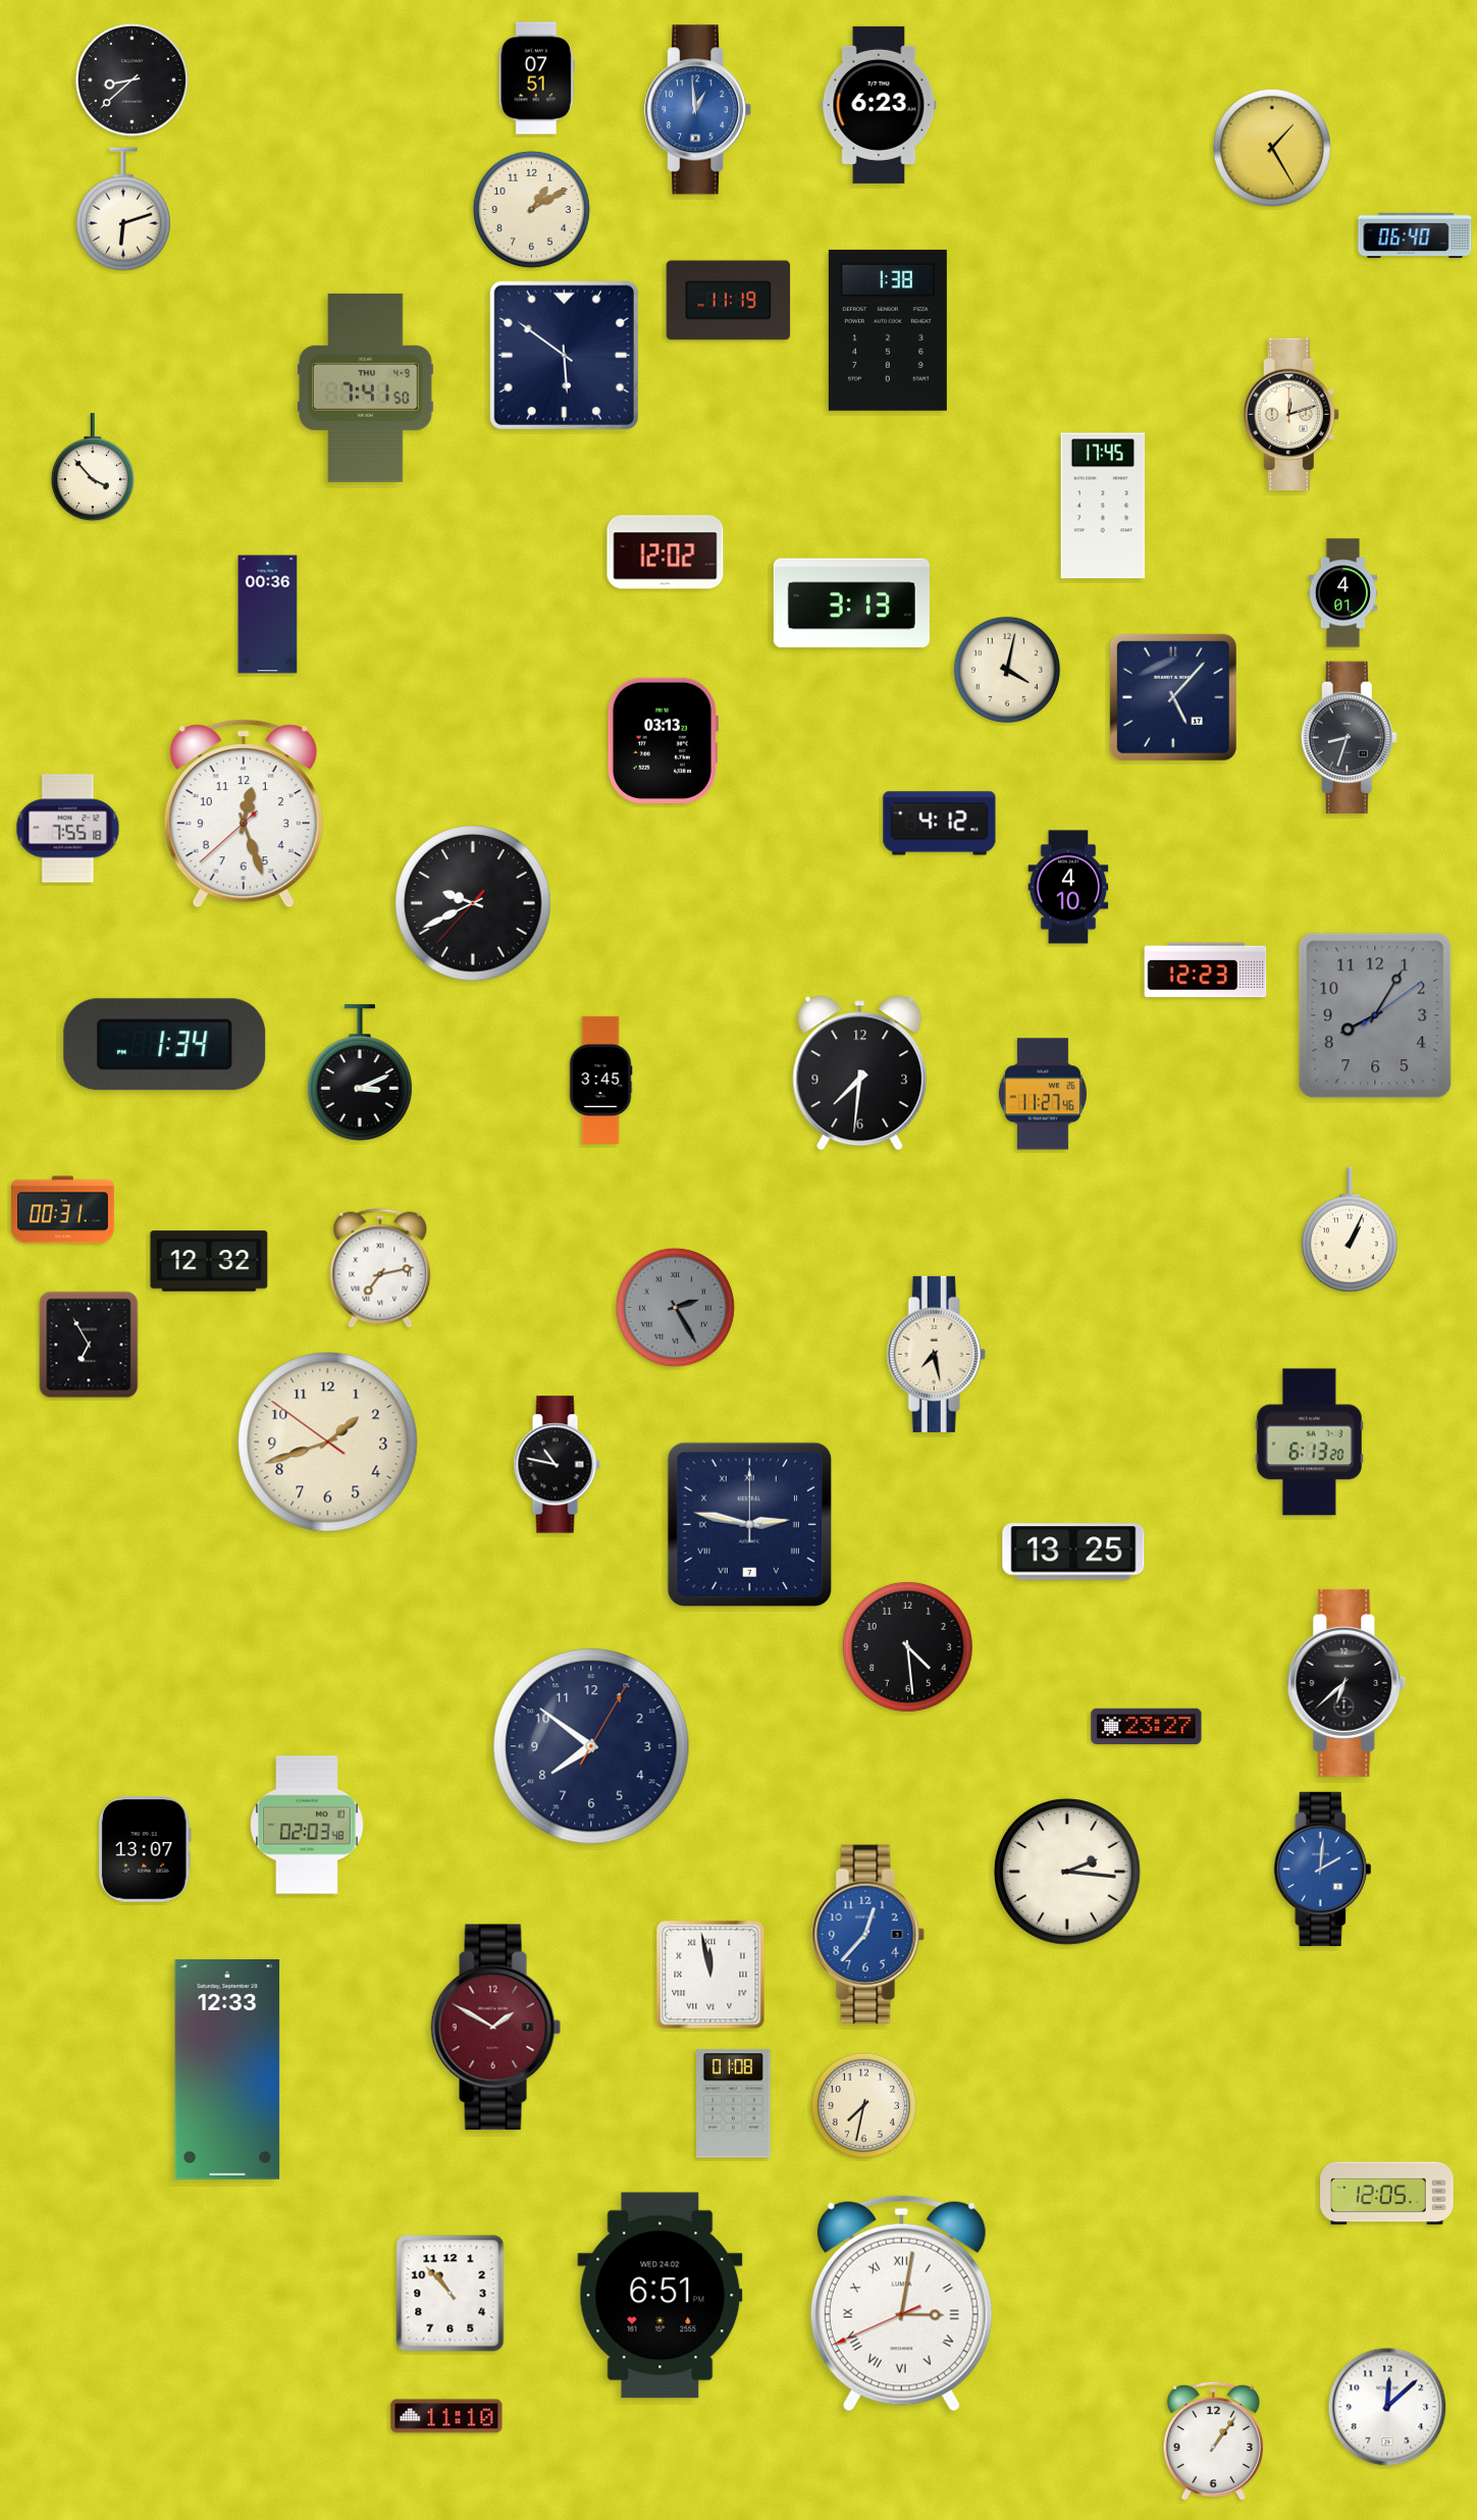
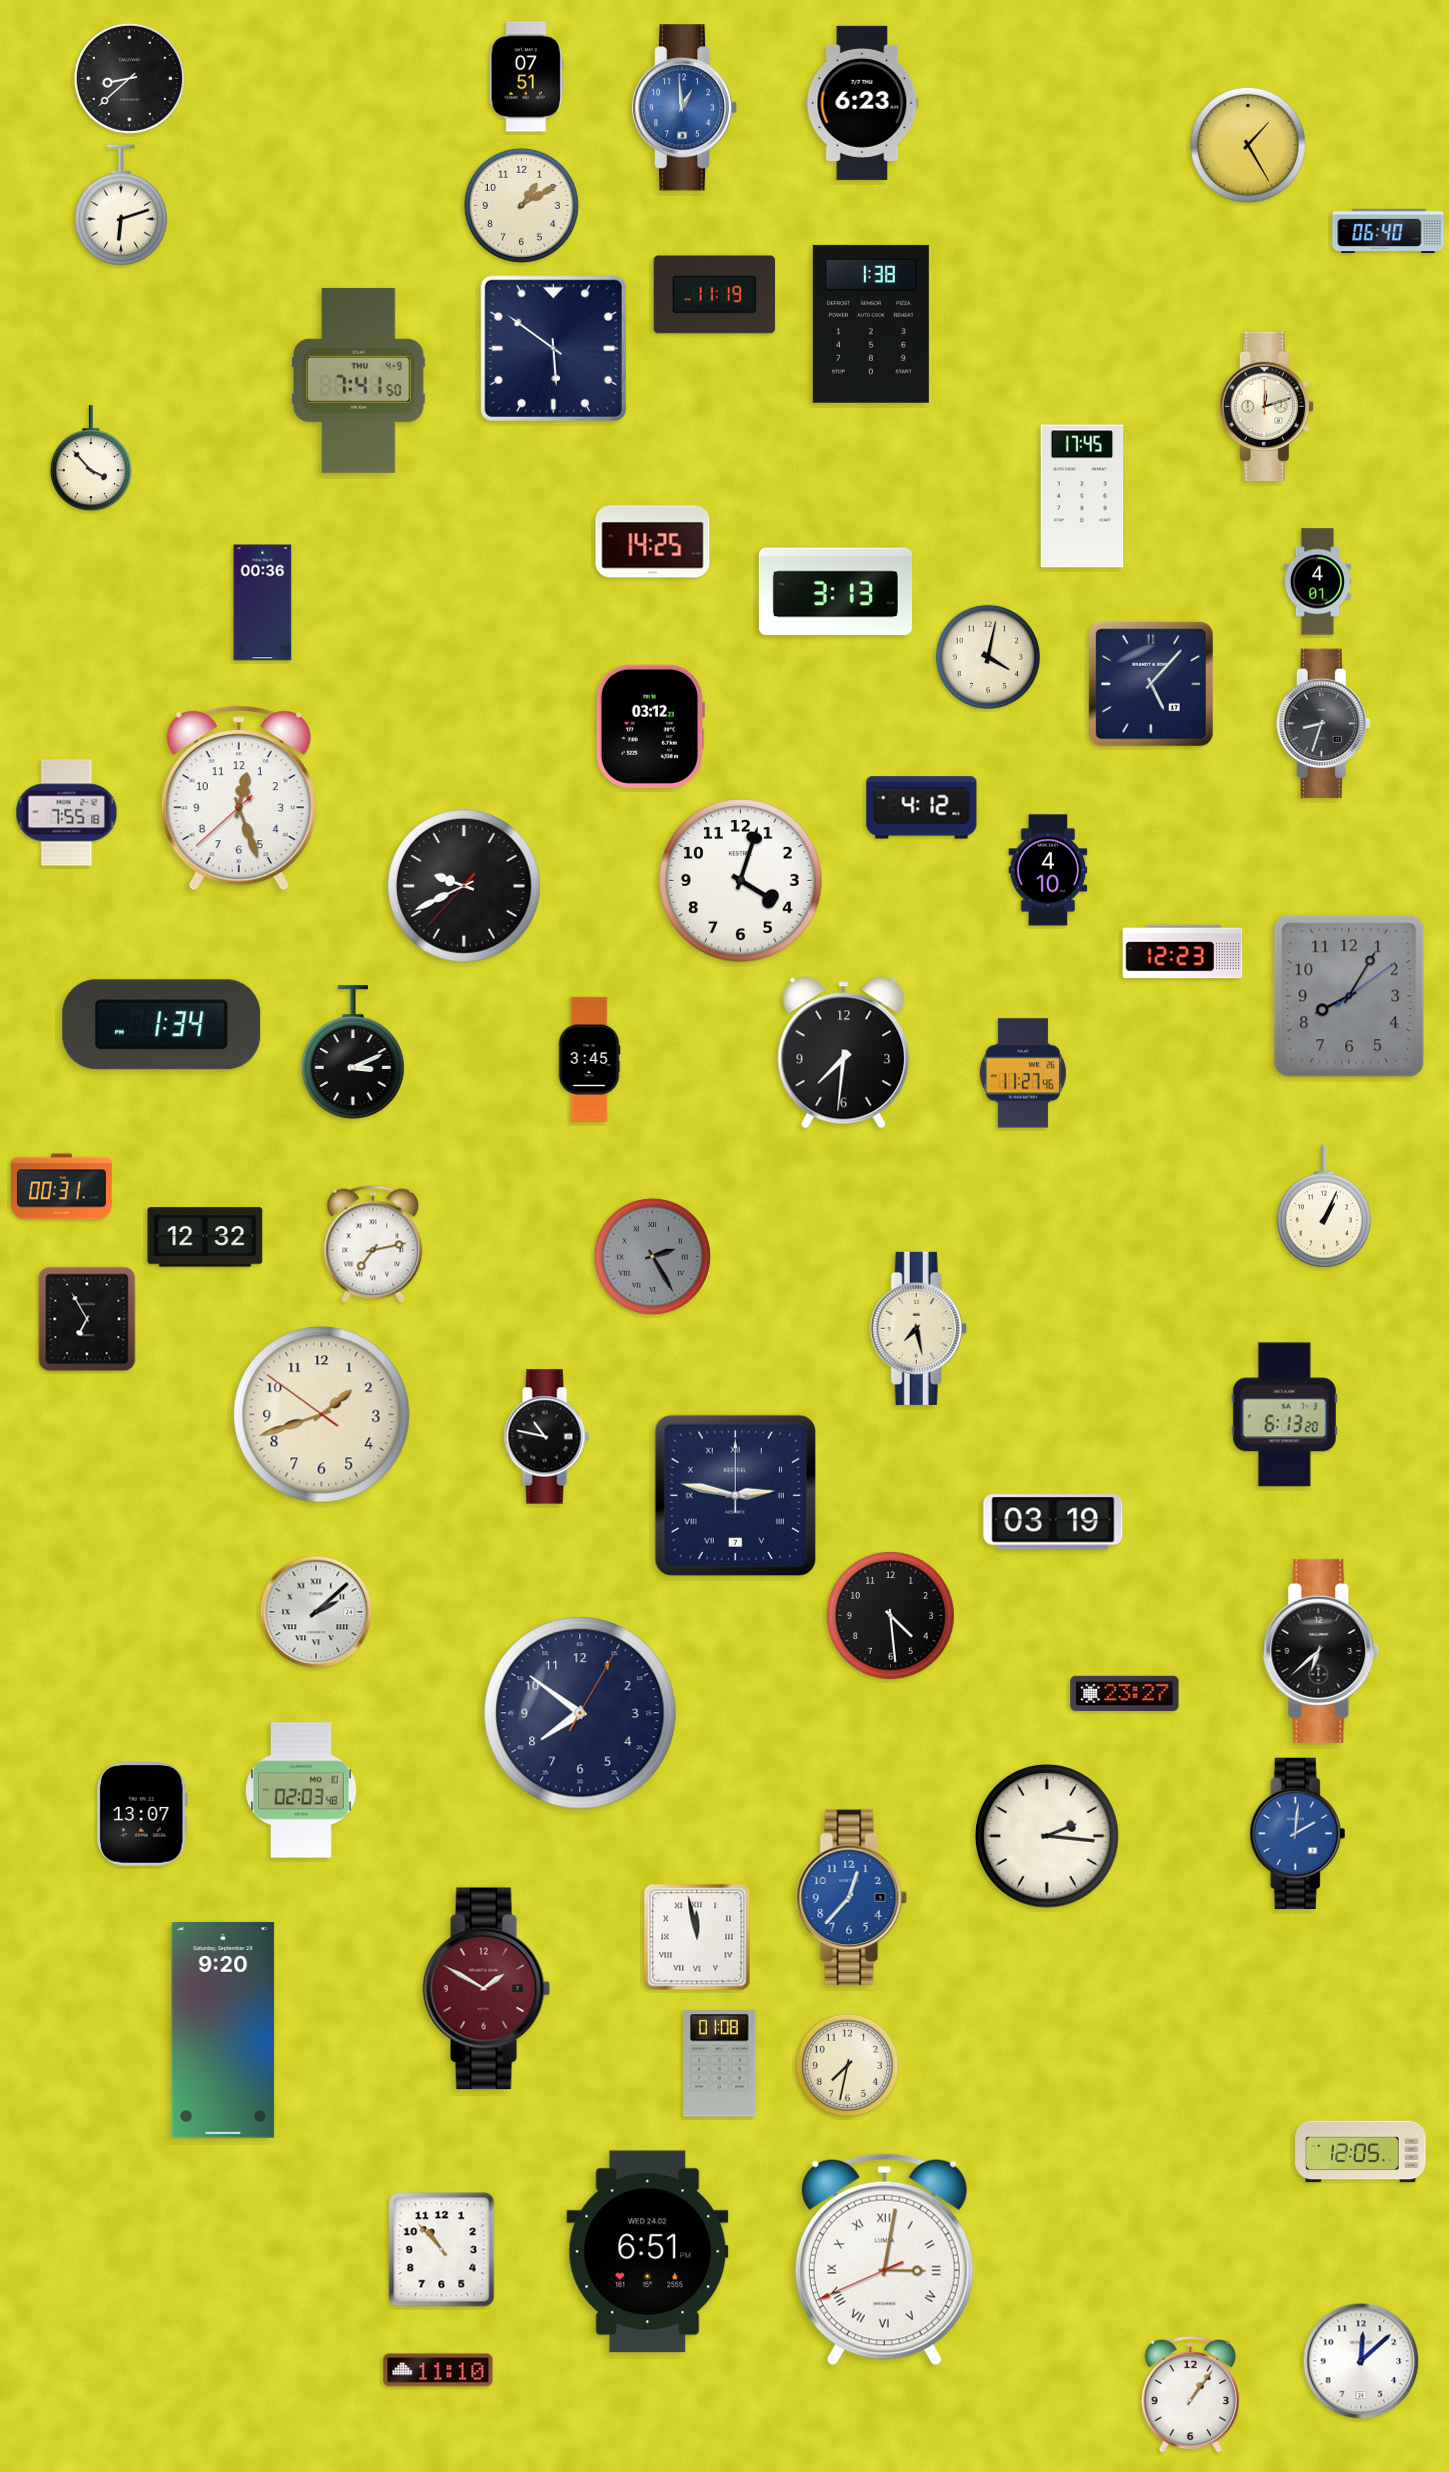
clock at (666, 553): 12:02 -> 14:25
clock at (662, 740): 03:13 -> 03:12
clock at (741, 881): none -> 4:03
clock at (675, 1307) position: (675, 1307) -> (652, 1256)
clock at (1073, 1552): 13:25 -> 03:19
clock at (316, 1612): none -> 2:08
clock at (227, 2070): 12:33 -> 9:20
